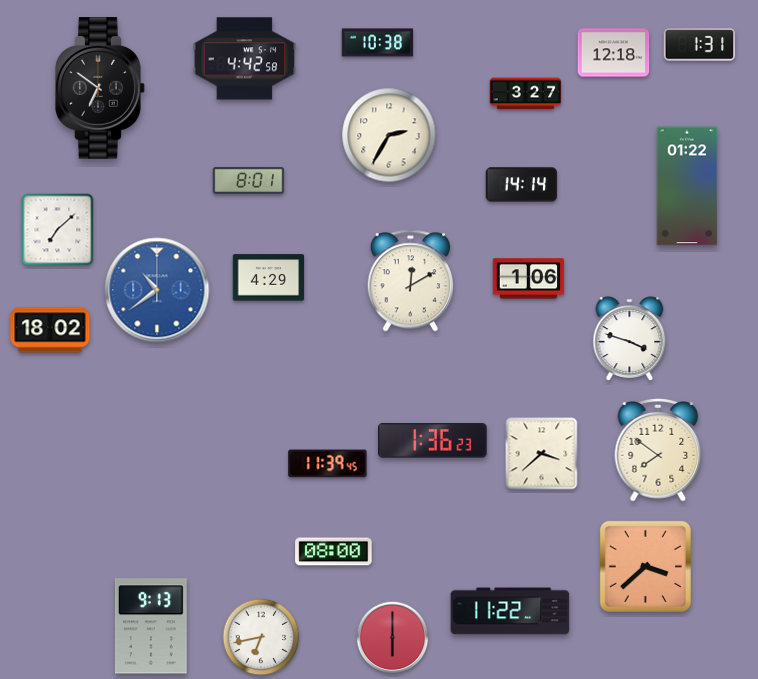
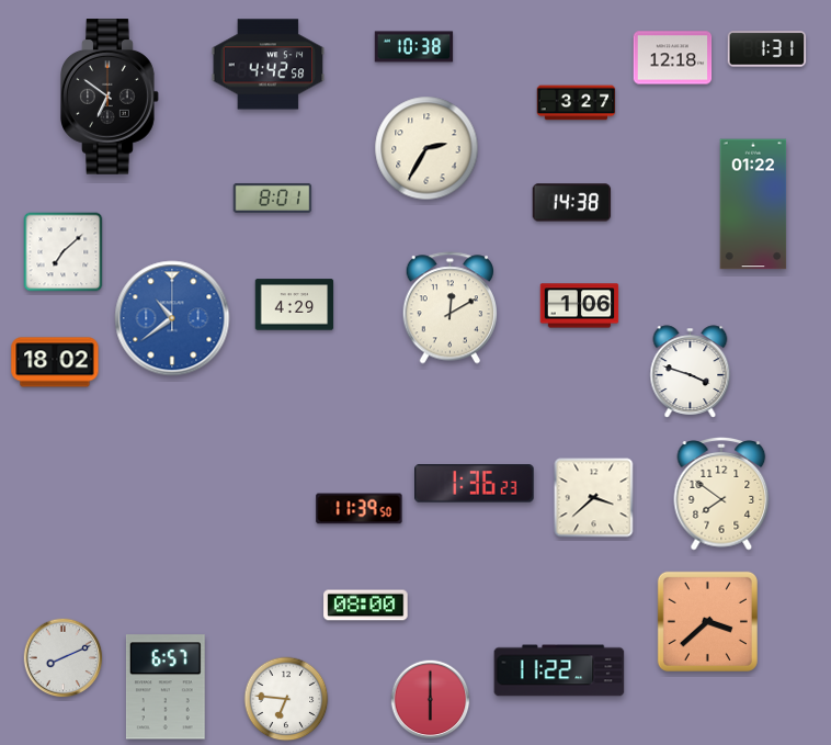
clock at (522, 185): 14:14 -> 14:38
clock at (328, 464): 11:39:45 -> 11:39:50
clock at (64, 658): none -> 8:11
clock at (151, 626): 9:13 -> 6:57
clock at (261, 637): 6:43 -> 6:46
